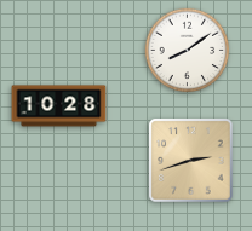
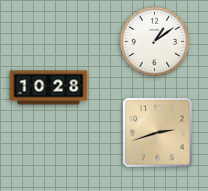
clock at (188, 51): 8:09 -> 1:09
